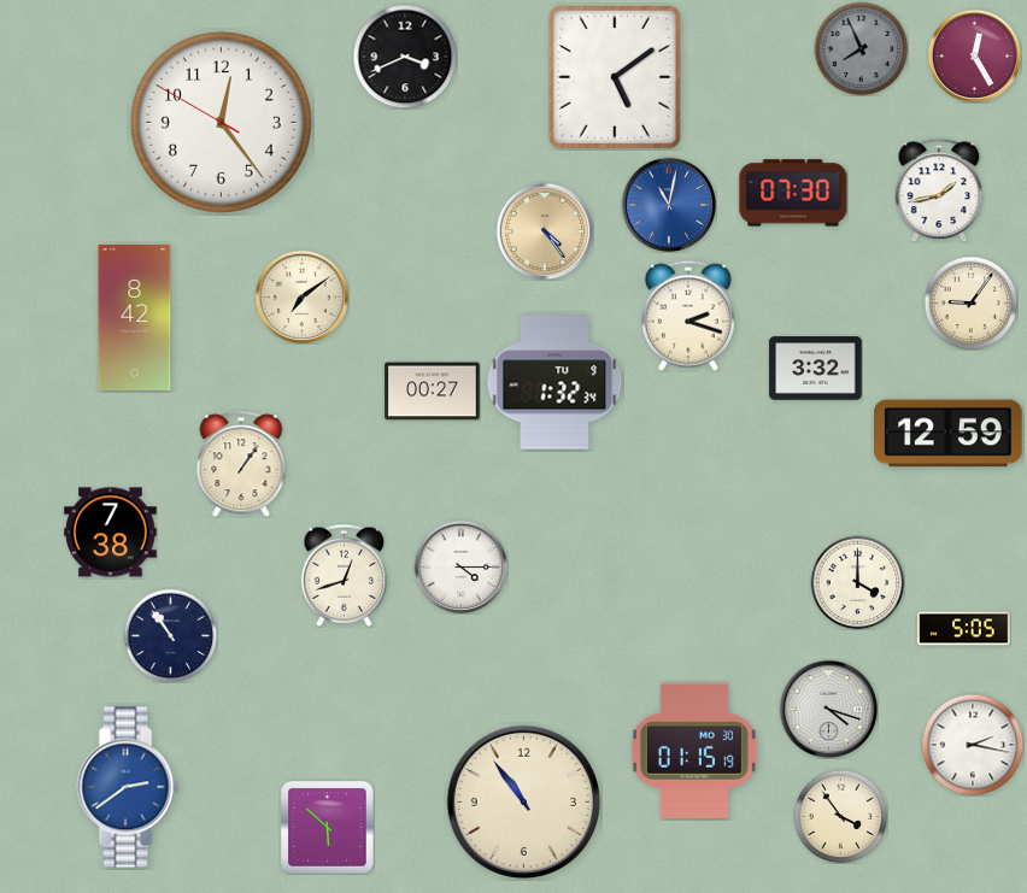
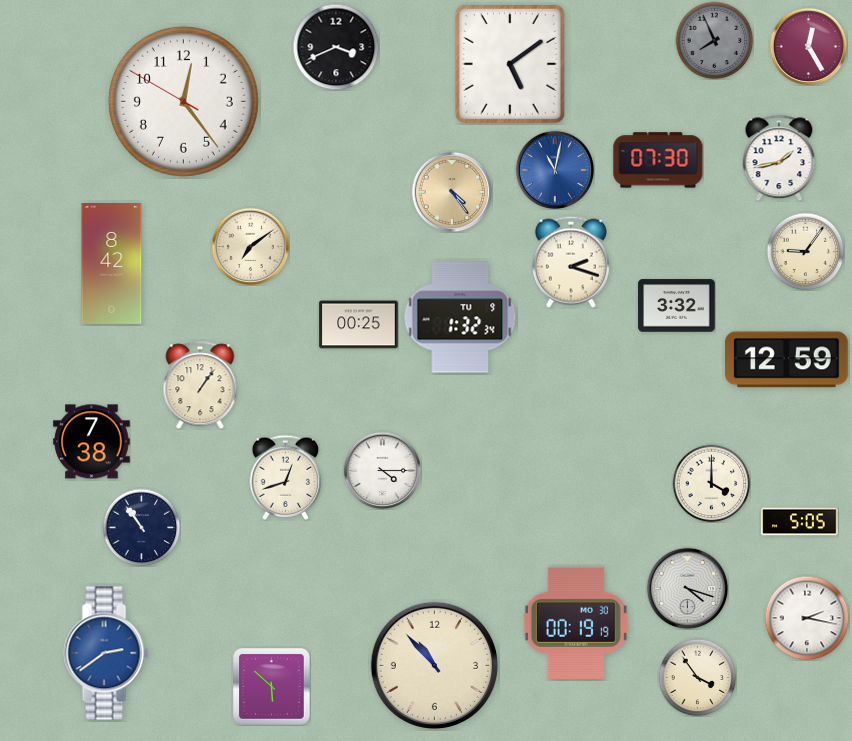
clock at (433, 392): 00:27 -> 00:25
clock at (694, 751): 01:15 -> 00:19
clock at (523, 801): 10:54 -> 10:53
